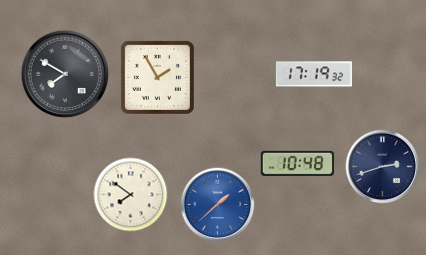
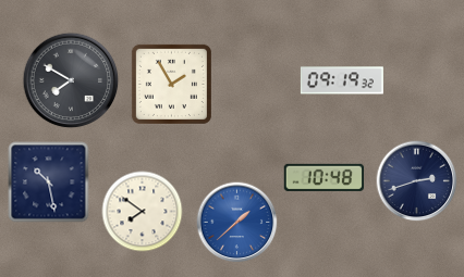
clock at (314, 74): 17:19 -> 09:19
clock at (49, 182): none -> 10:28
